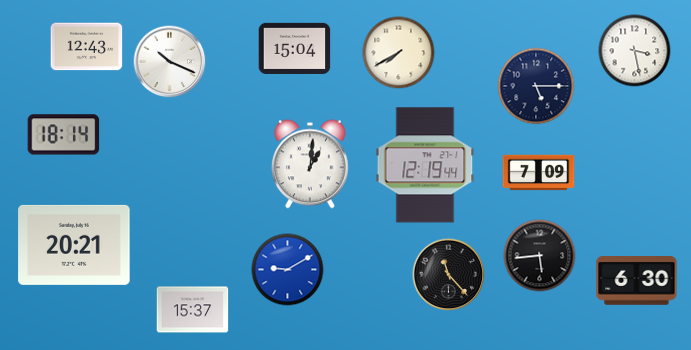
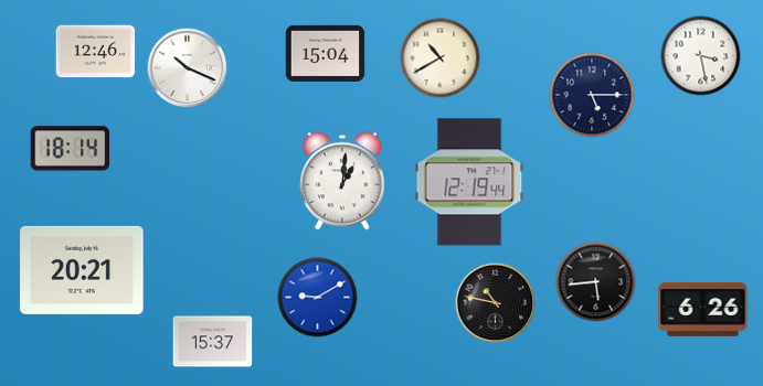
clock at (87, 47): 12:43 -> 12:46
clock at (399, 53): 7:40 -> 10:40
clock at (539, 173): 7:09 -> none
clock at (449, 275): 11:23 -> 10:47
clock at (637, 281): 6:30 -> 6:26
